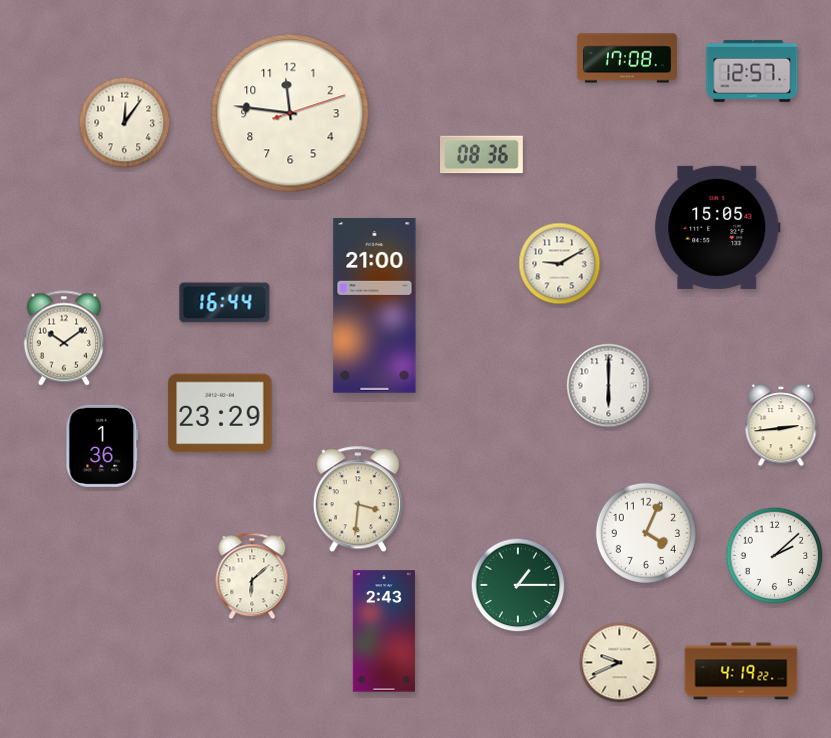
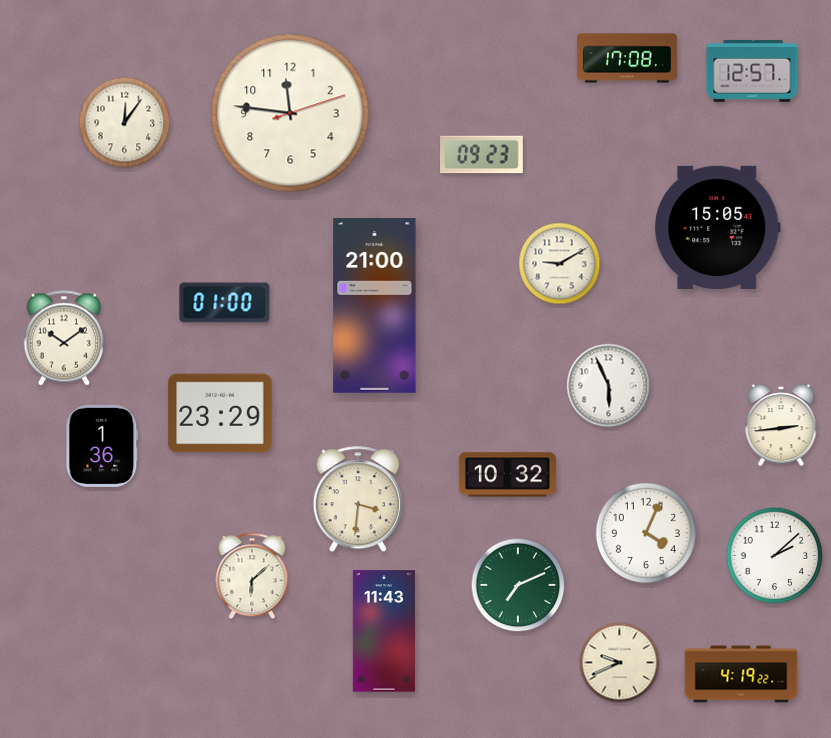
clock at (482, 155): 08:36 -> 09:23
clock at (225, 303): 16:44 -> 01:00
clock at (609, 386): 6:00 -> 5:56
clock at (507, 475): none -> 10:32
clock at (518, 585): 1:15 -> 7:11
clock at (384, 631): 2:43 -> 11:43
clock at (741, 671) position: (741, 671) -> (741, 674)
